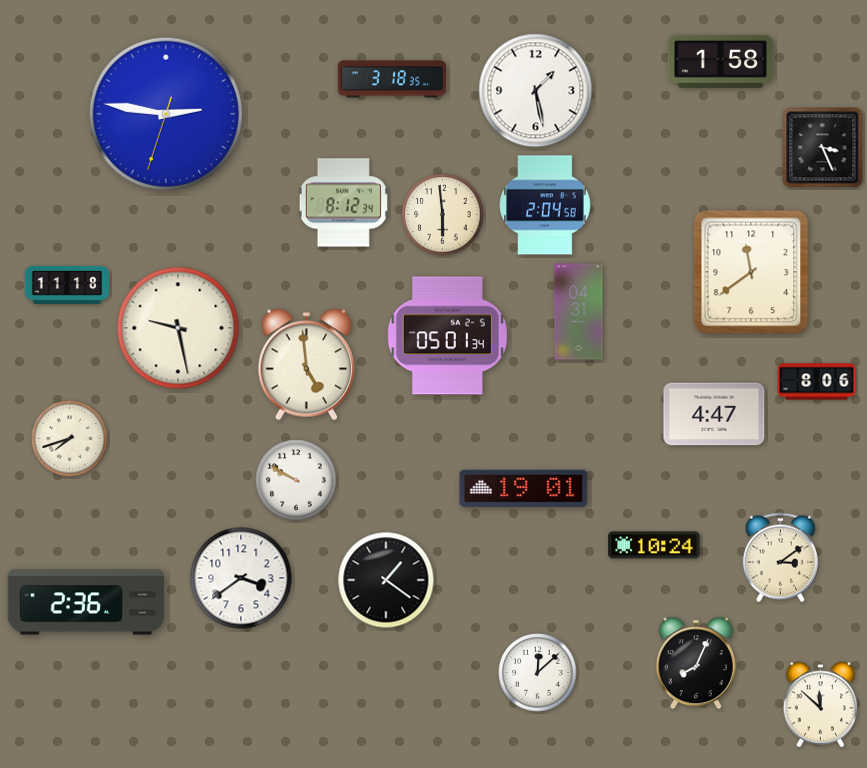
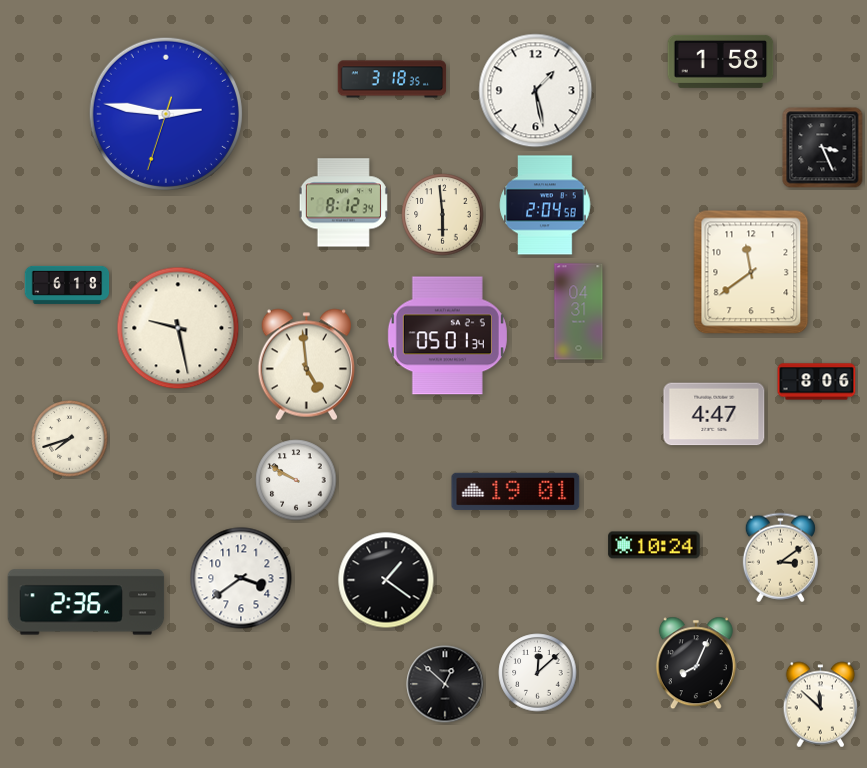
clock at (67, 285): 11:18 -> 6:18
clock at (524, 488) position: (524, 488) -> (516, 491)
clock at (445, 684): none -> 12:52
